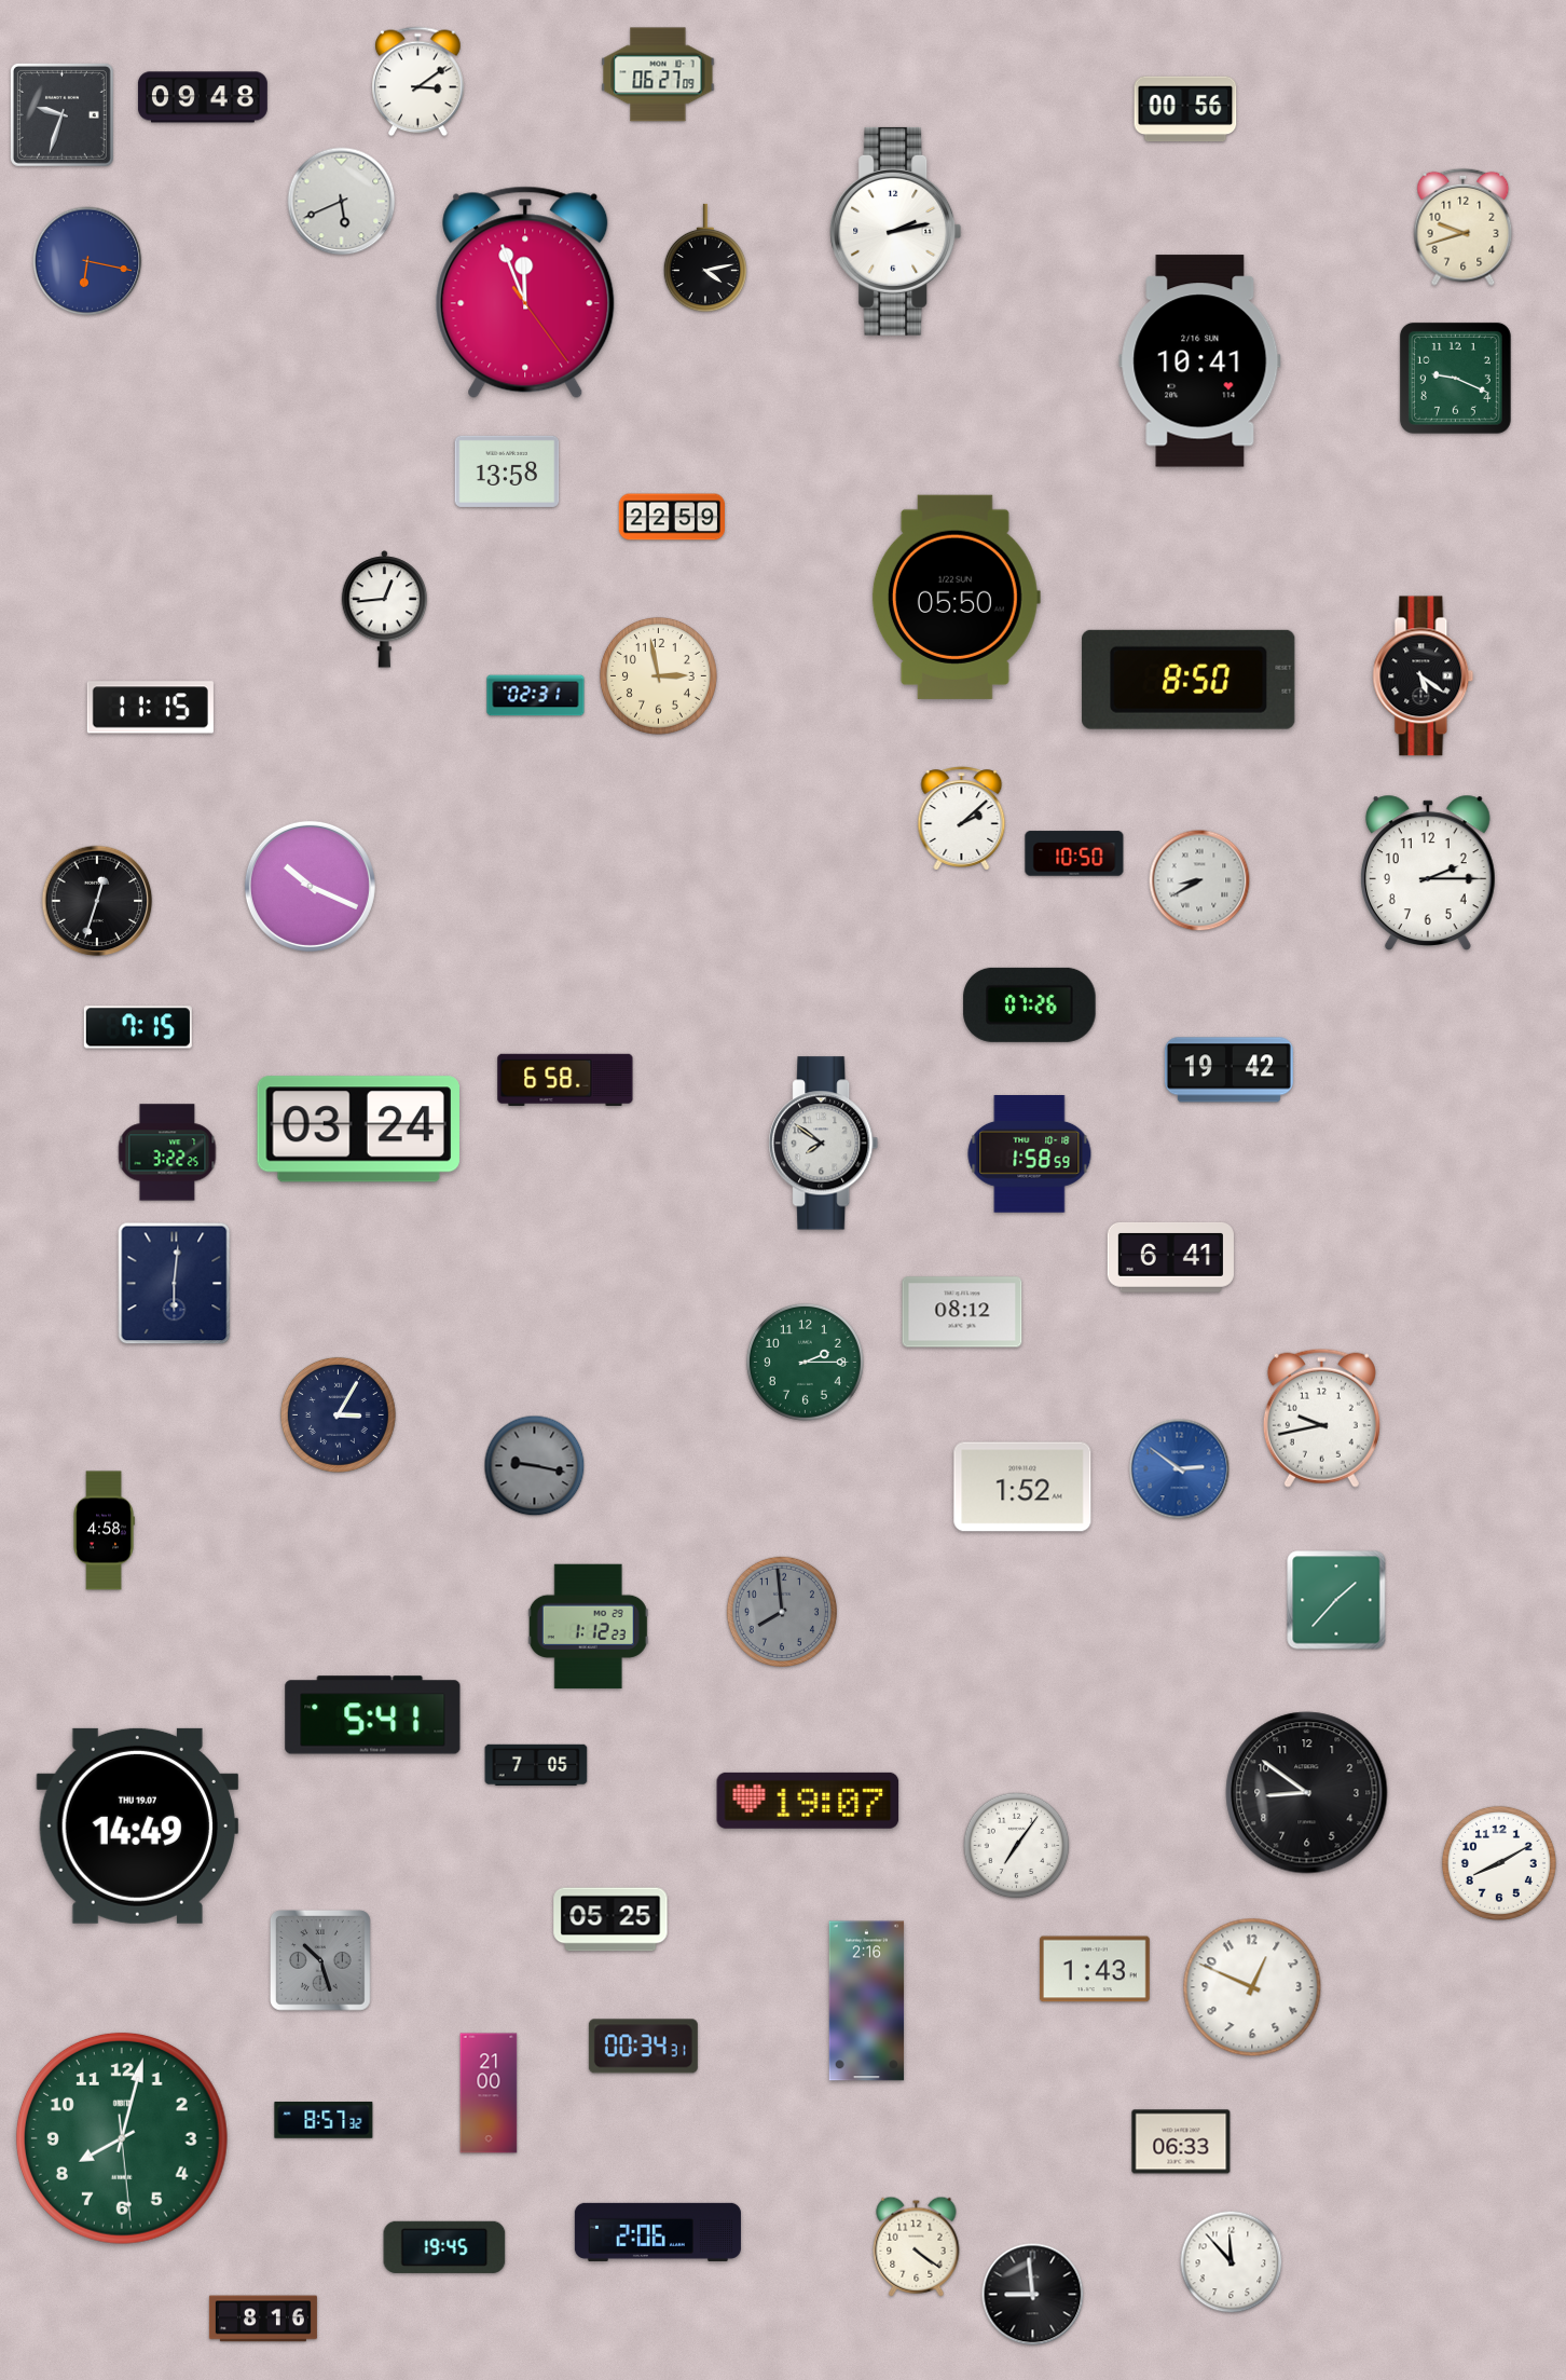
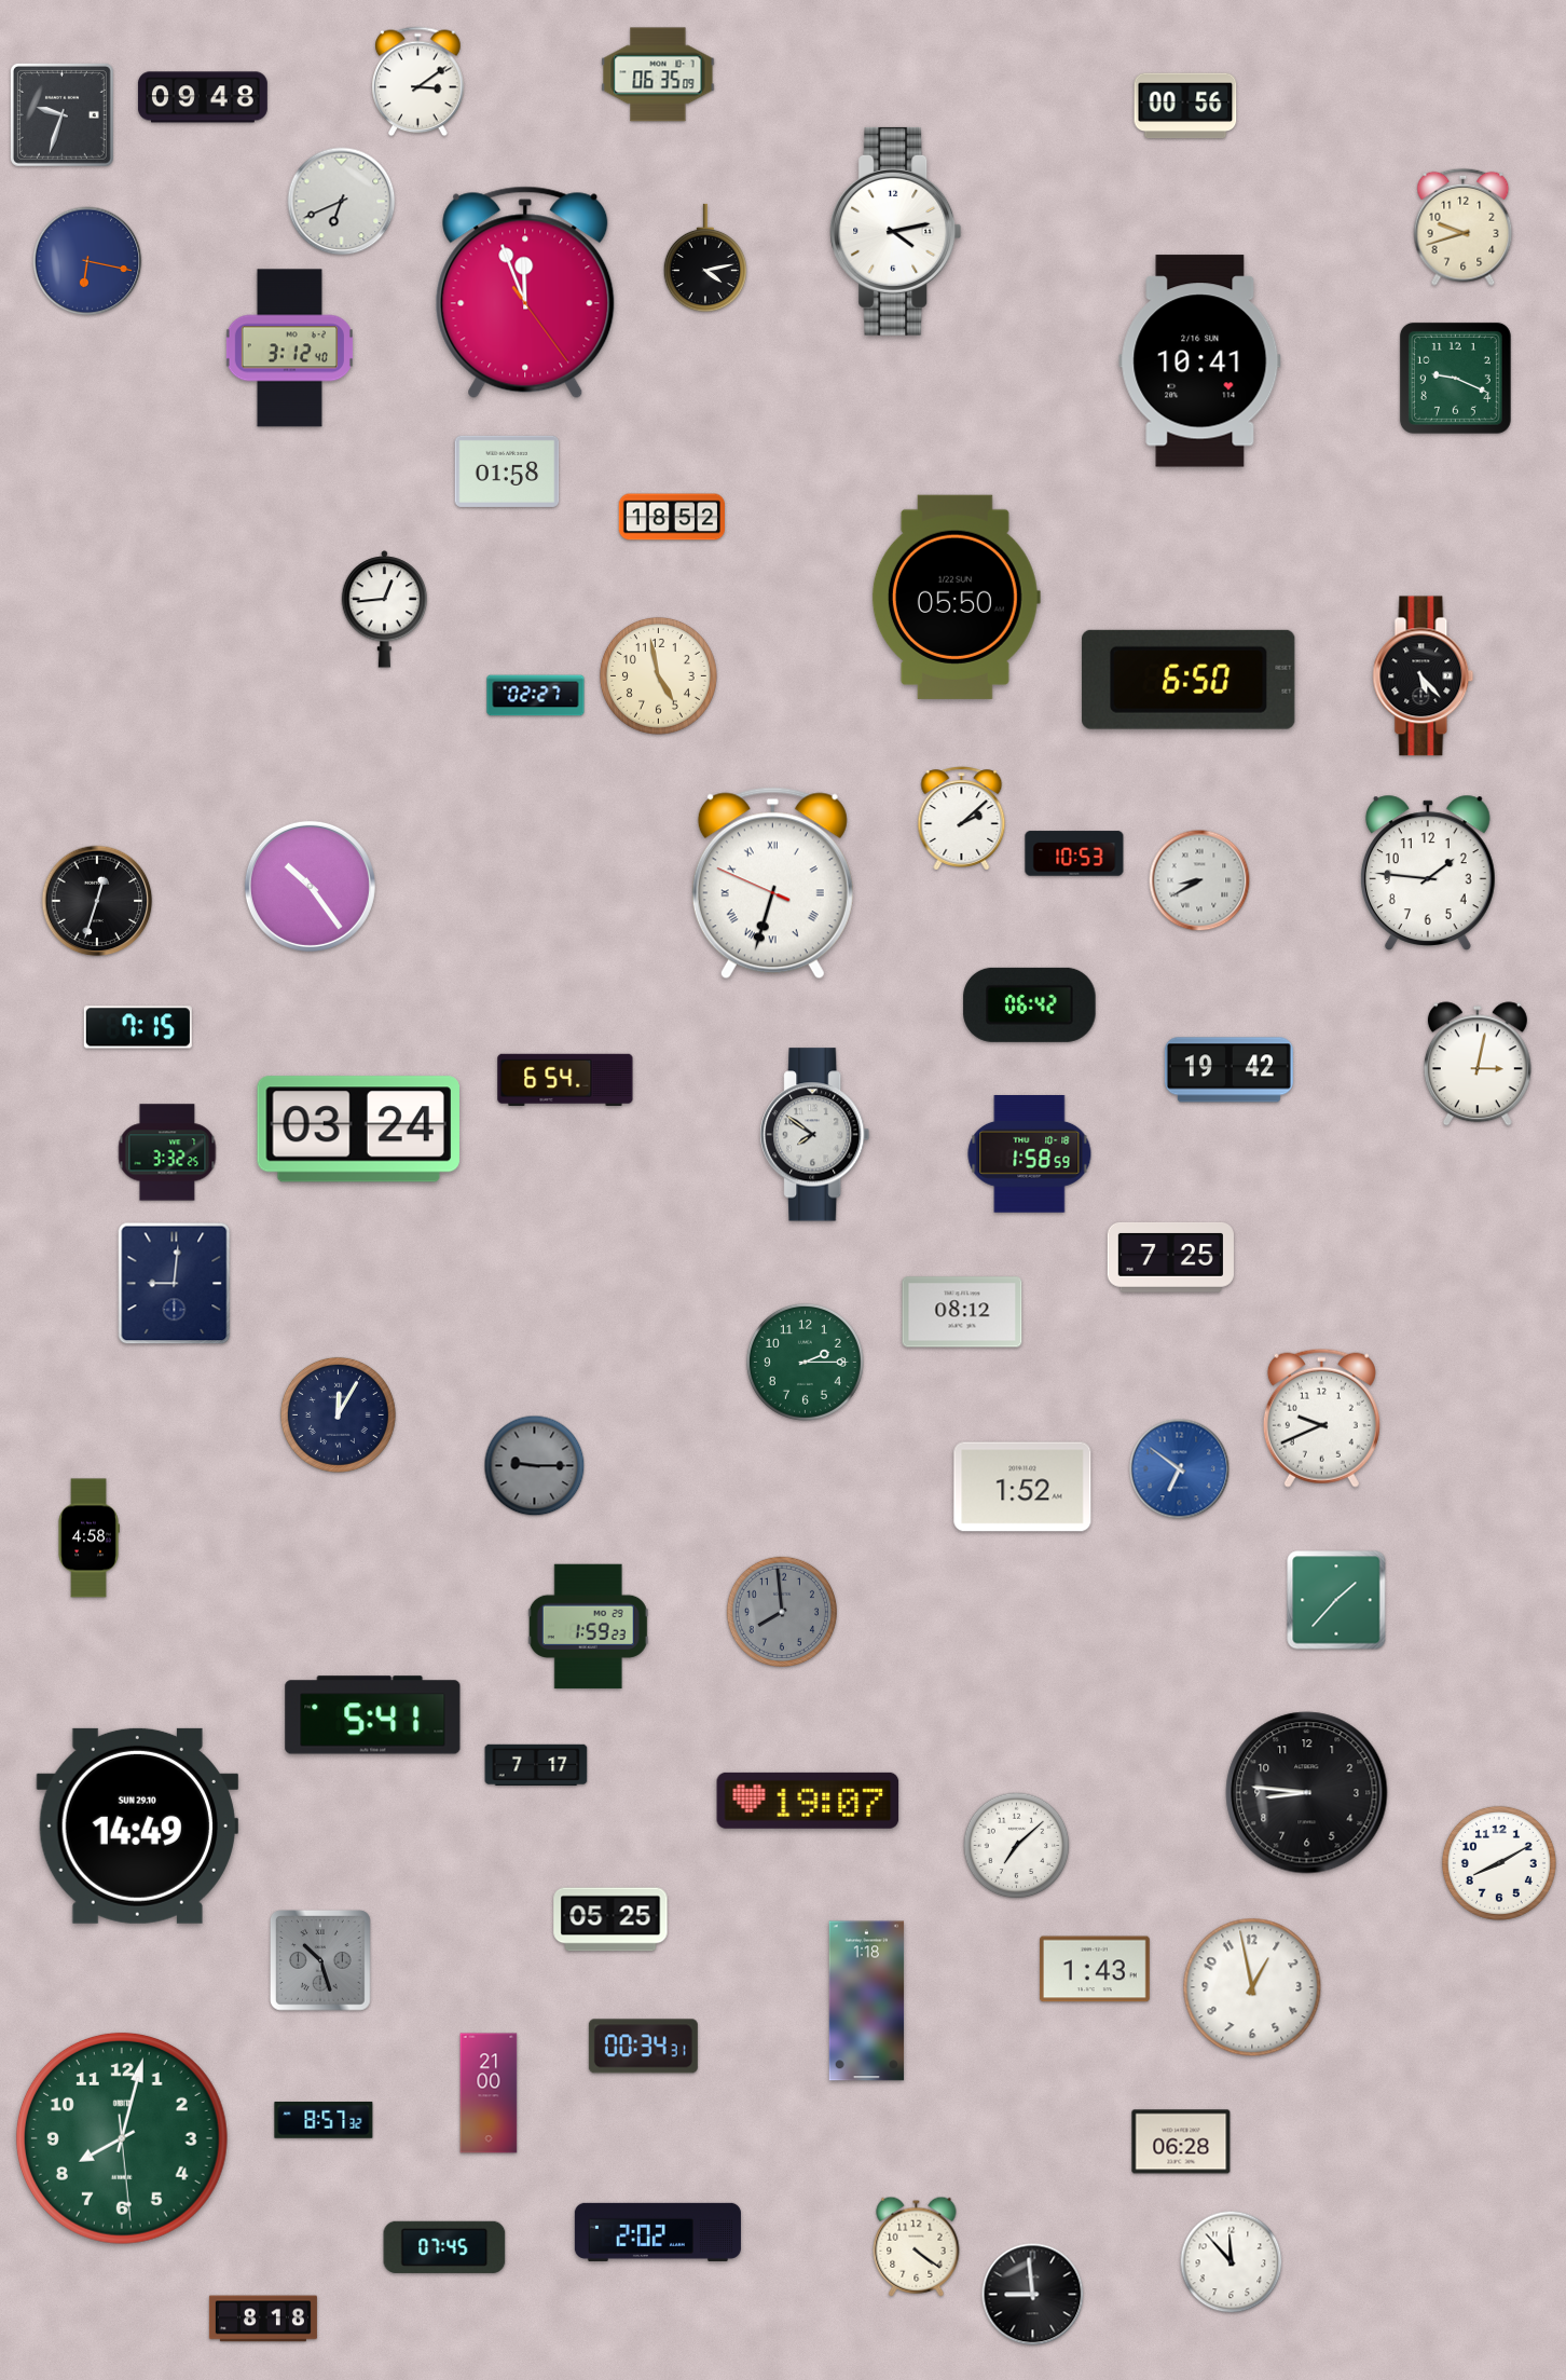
clock at (658, 74): 06:27 -> 06:35
clock at (1185, 109) position: (1185, 109) -> (1185, 106)
clock at (342, 202): 5:41 -> 6:41
clock at (896, 231): 2:13 -> 4:13
clock at (289, 348): none -> 3:12
clock at (507, 471): 13:58 -> 01:58
clock at (671, 517): 22:59 -> 18:52
clock at (658, 675): 2:58 -> 4:58
clock at (1424, 676): 5:21 -> 5:23
clock at (1189, 680): 8:50 -> 6:50
clock at (536, 696): 02:31 -> 02:27
clock at (150, 708): 11:15 -> none
clock at (1074, 853): 10:50 -> 10:53
clock at (1428, 873): 2:15 -> 1:46
clock at (772, 884): none -> 6:32
clock at (310, 886): 10:19 -> 10:24
clock at (1030, 1004): 07:26 -> 06:42
clock at (1478, 1064): none -> 3:02
clock at (565, 1080): 6:58 -> 6:54
clock at (824, 1144) position: (824, 1144) -> (815, 1135)
clock at (167, 1152): 3:22 -> 3:32
clock at (1170, 1257): 6:41 -> 7:25
clock at (175, 1284): 6:01 -> 9:01
clock at (338, 1414): 3:05 -> 12:05
clock at (1321, 1418): 9:43 -> 9:41
clock at (535, 1466): 9:17 -> 9:15
clock at (1180, 1469): 2:51 -> 6:51
clock at (104, 1531) position: (104, 1531) -> (88, 1538)
clock at (588, 1627): 1:12 -> 1:59
clock at (536, 1765): 7:05 -> 7:17
clock at (1307, 1793): 8:51 -> 8:46
clock at (137, 1825) date: THU 19.07 -> SUN 29.10
clock at (1017, 1846): 7:06 -> 7:08
clock at (1252, 1987): 12:49 -> 12:58
clock at (867, 2001): 2:16 -> 1:18
clock at (1181, 2142): 06:33 -> 06:28
clock at (658, 2232): 2:06 -> 2:02
clock at (444, 2247): 19:45 -> 07:45
clock at (263, 2319): 8:16 -> 8:18
